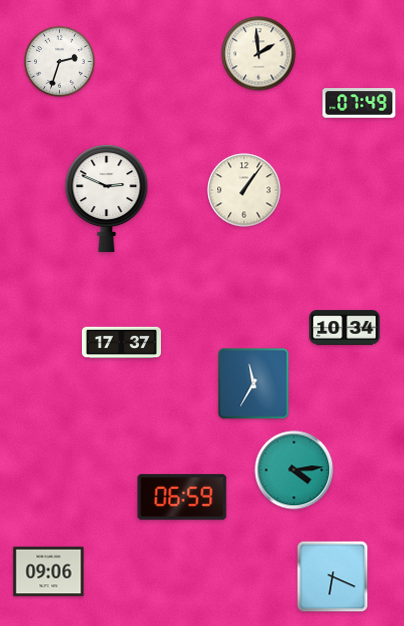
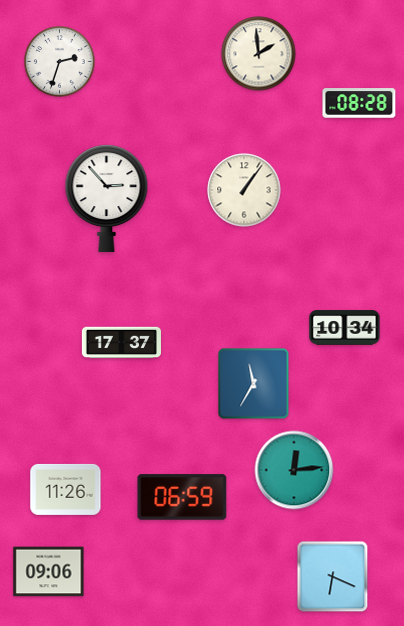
clock at (359, 103): 07:49 -> 08:28
clock at (107, 198): 2:49 -> 2:53
clock at (294, 470): 4:14 -> 12:14
clock at (66, 489): none -> 11:26
